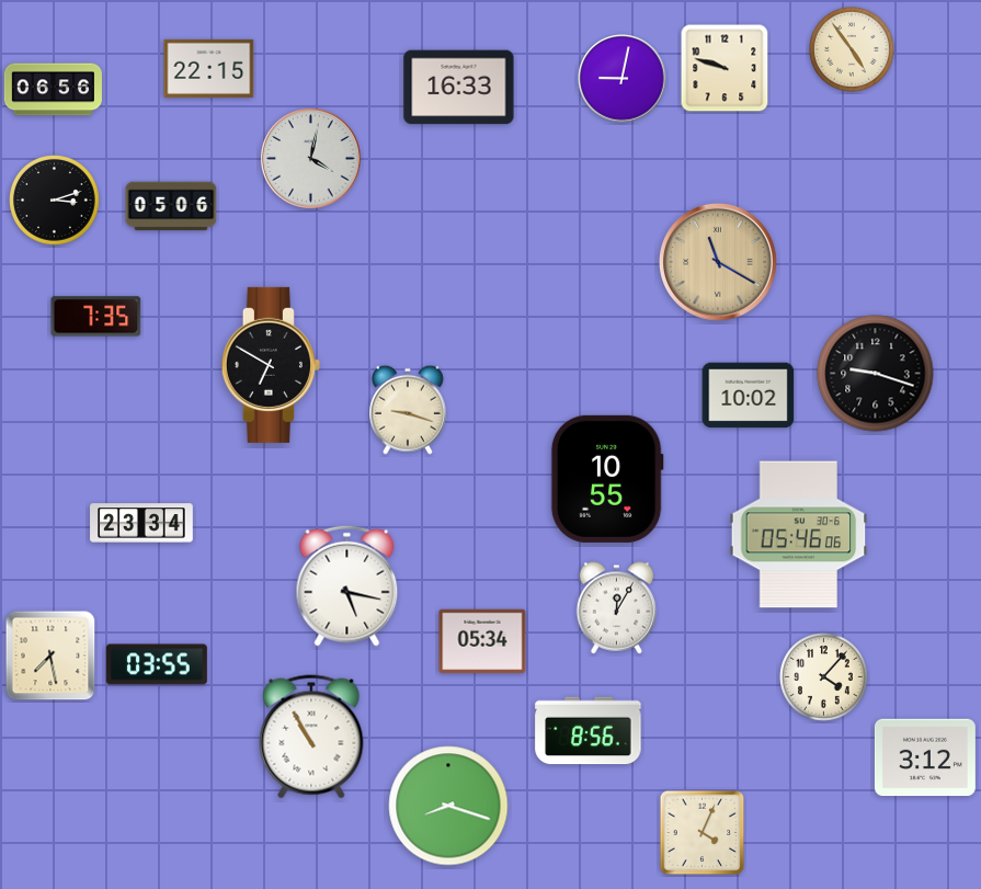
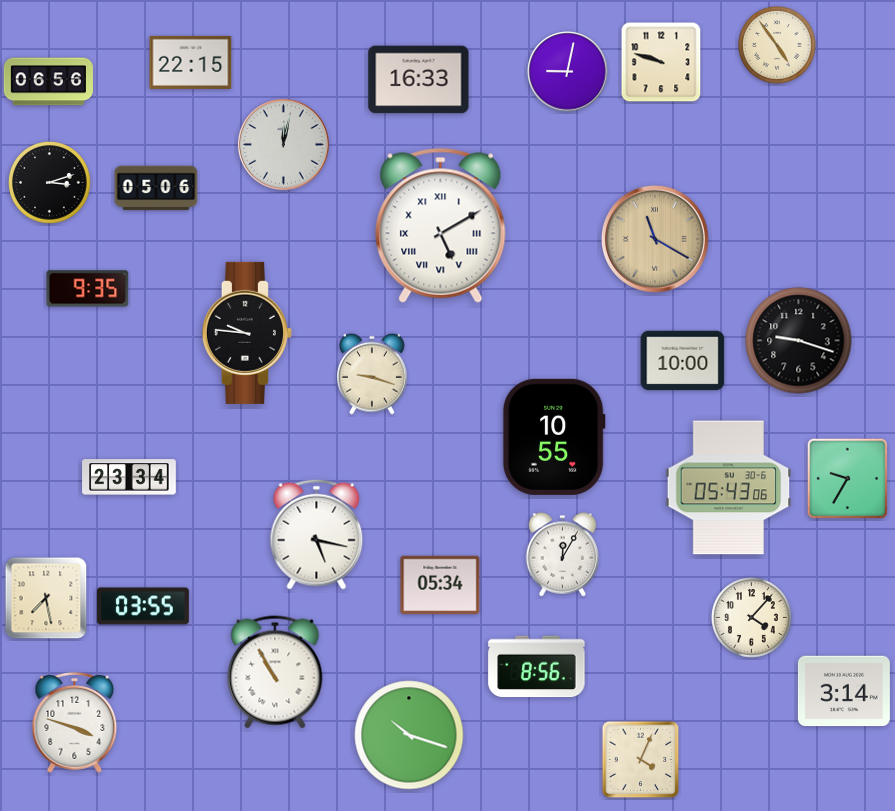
clock at (311, 159): 4:02 -> 12:02
clock at (441, 225): none -> 5:10
clock at (96, 317): 7:35 -> 9:35
clock at (271, 365): 6:50 -> 9:46
clock at (749, 396): 10:02 -> 10:00
clock at (847, 478): none -> 9:35
clock at (799, 535): 05:46 -> 05:43
clock at (311, 737) position: (311, 737) -> (275, 672)
clock at (925, 757): 3:12 -> 3:14
clock at (75, 723): none -> 3:48
clock at (448, 806): 8:18 -> 10:18
